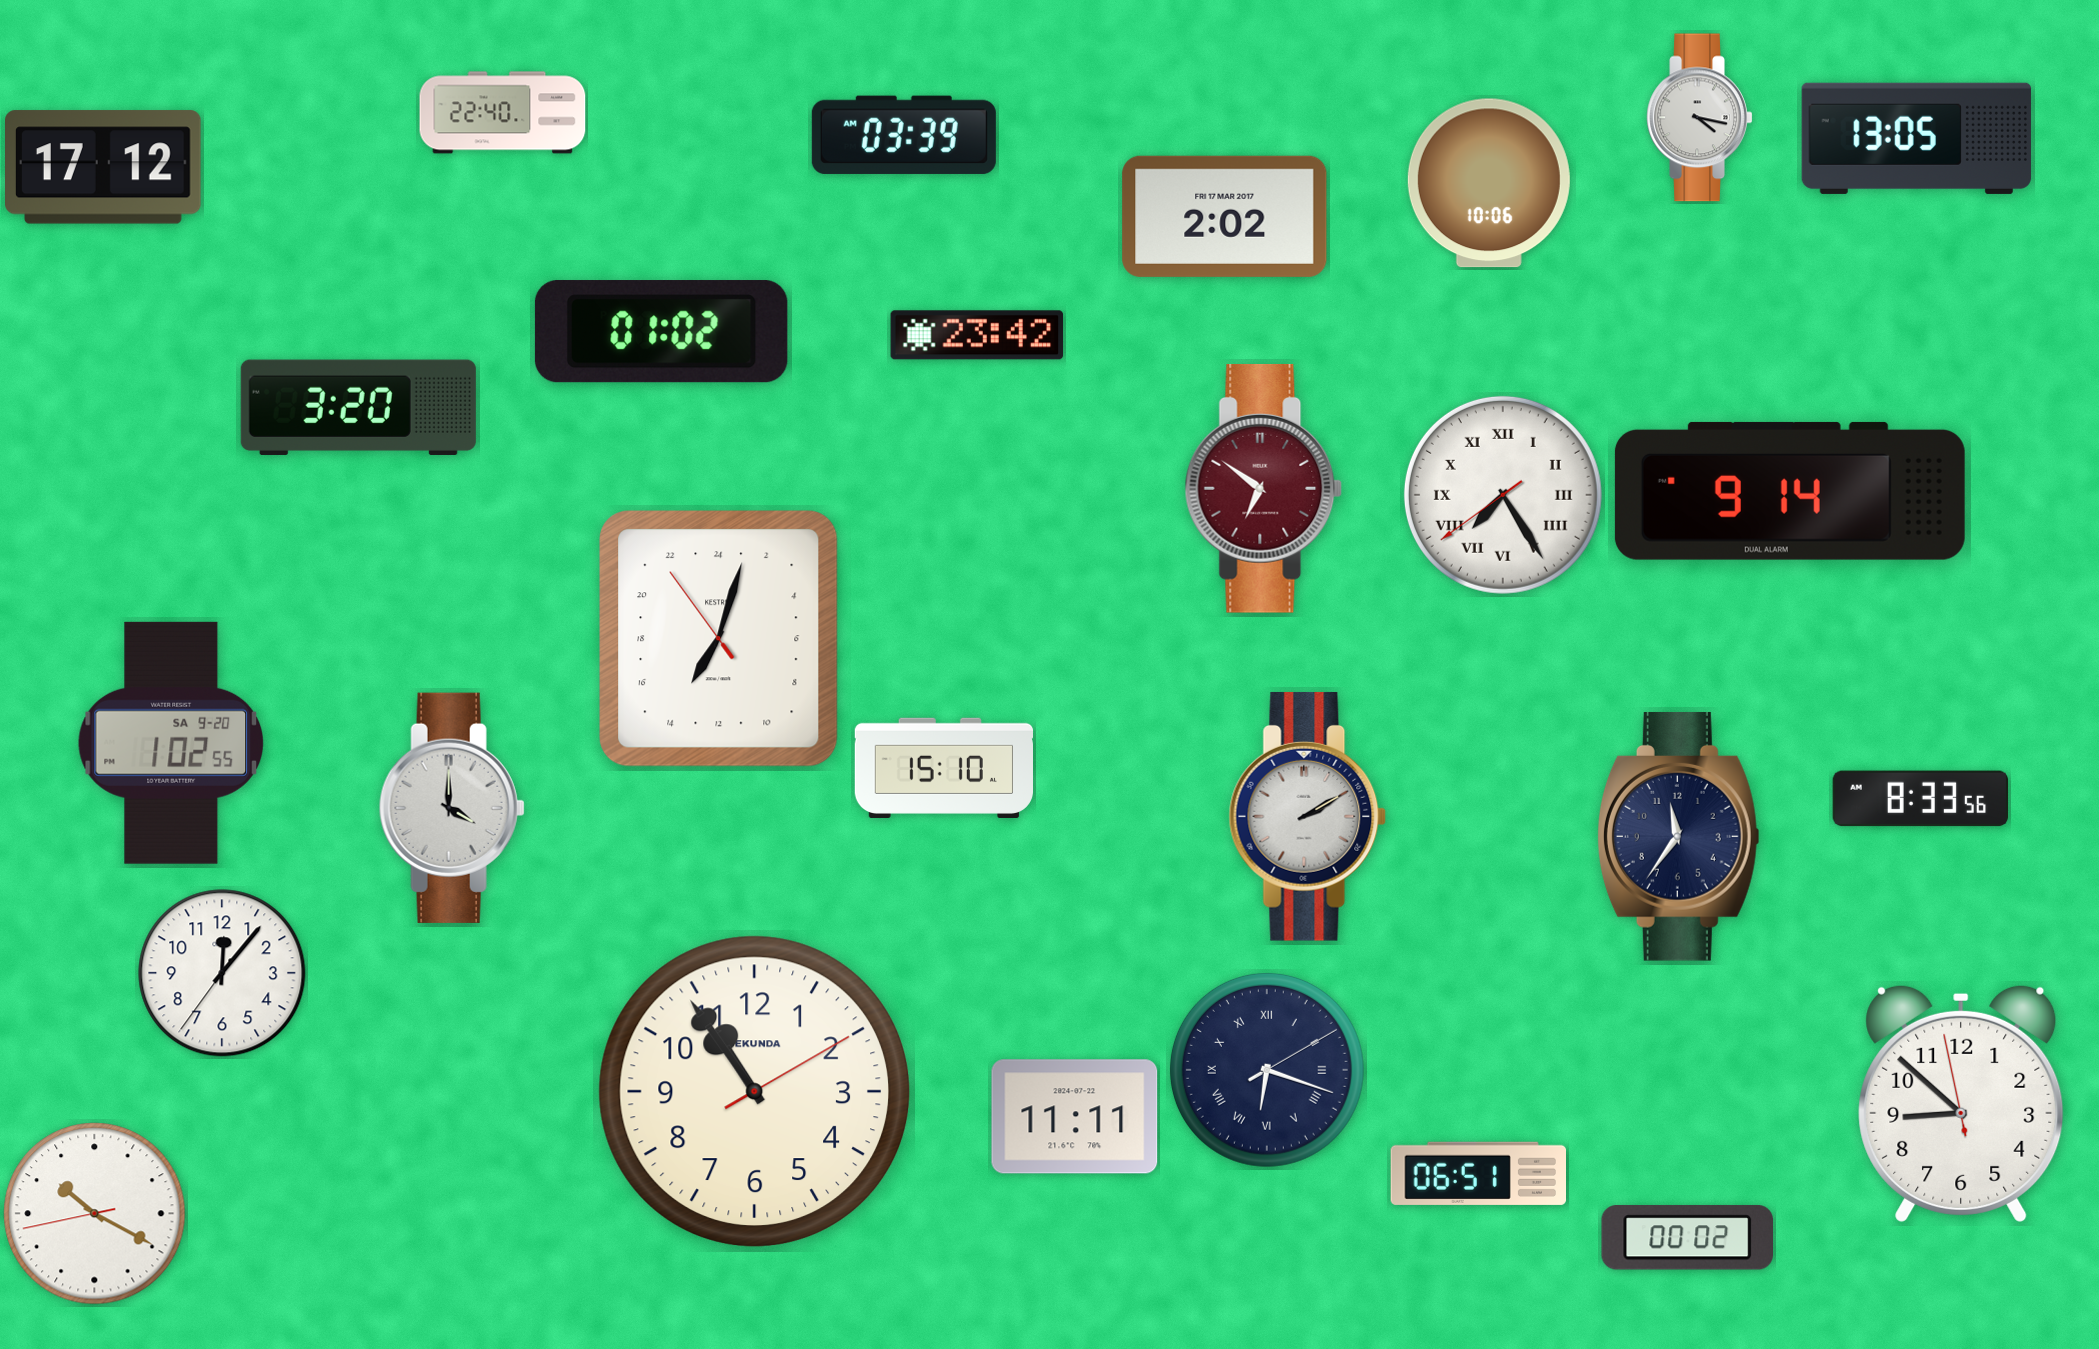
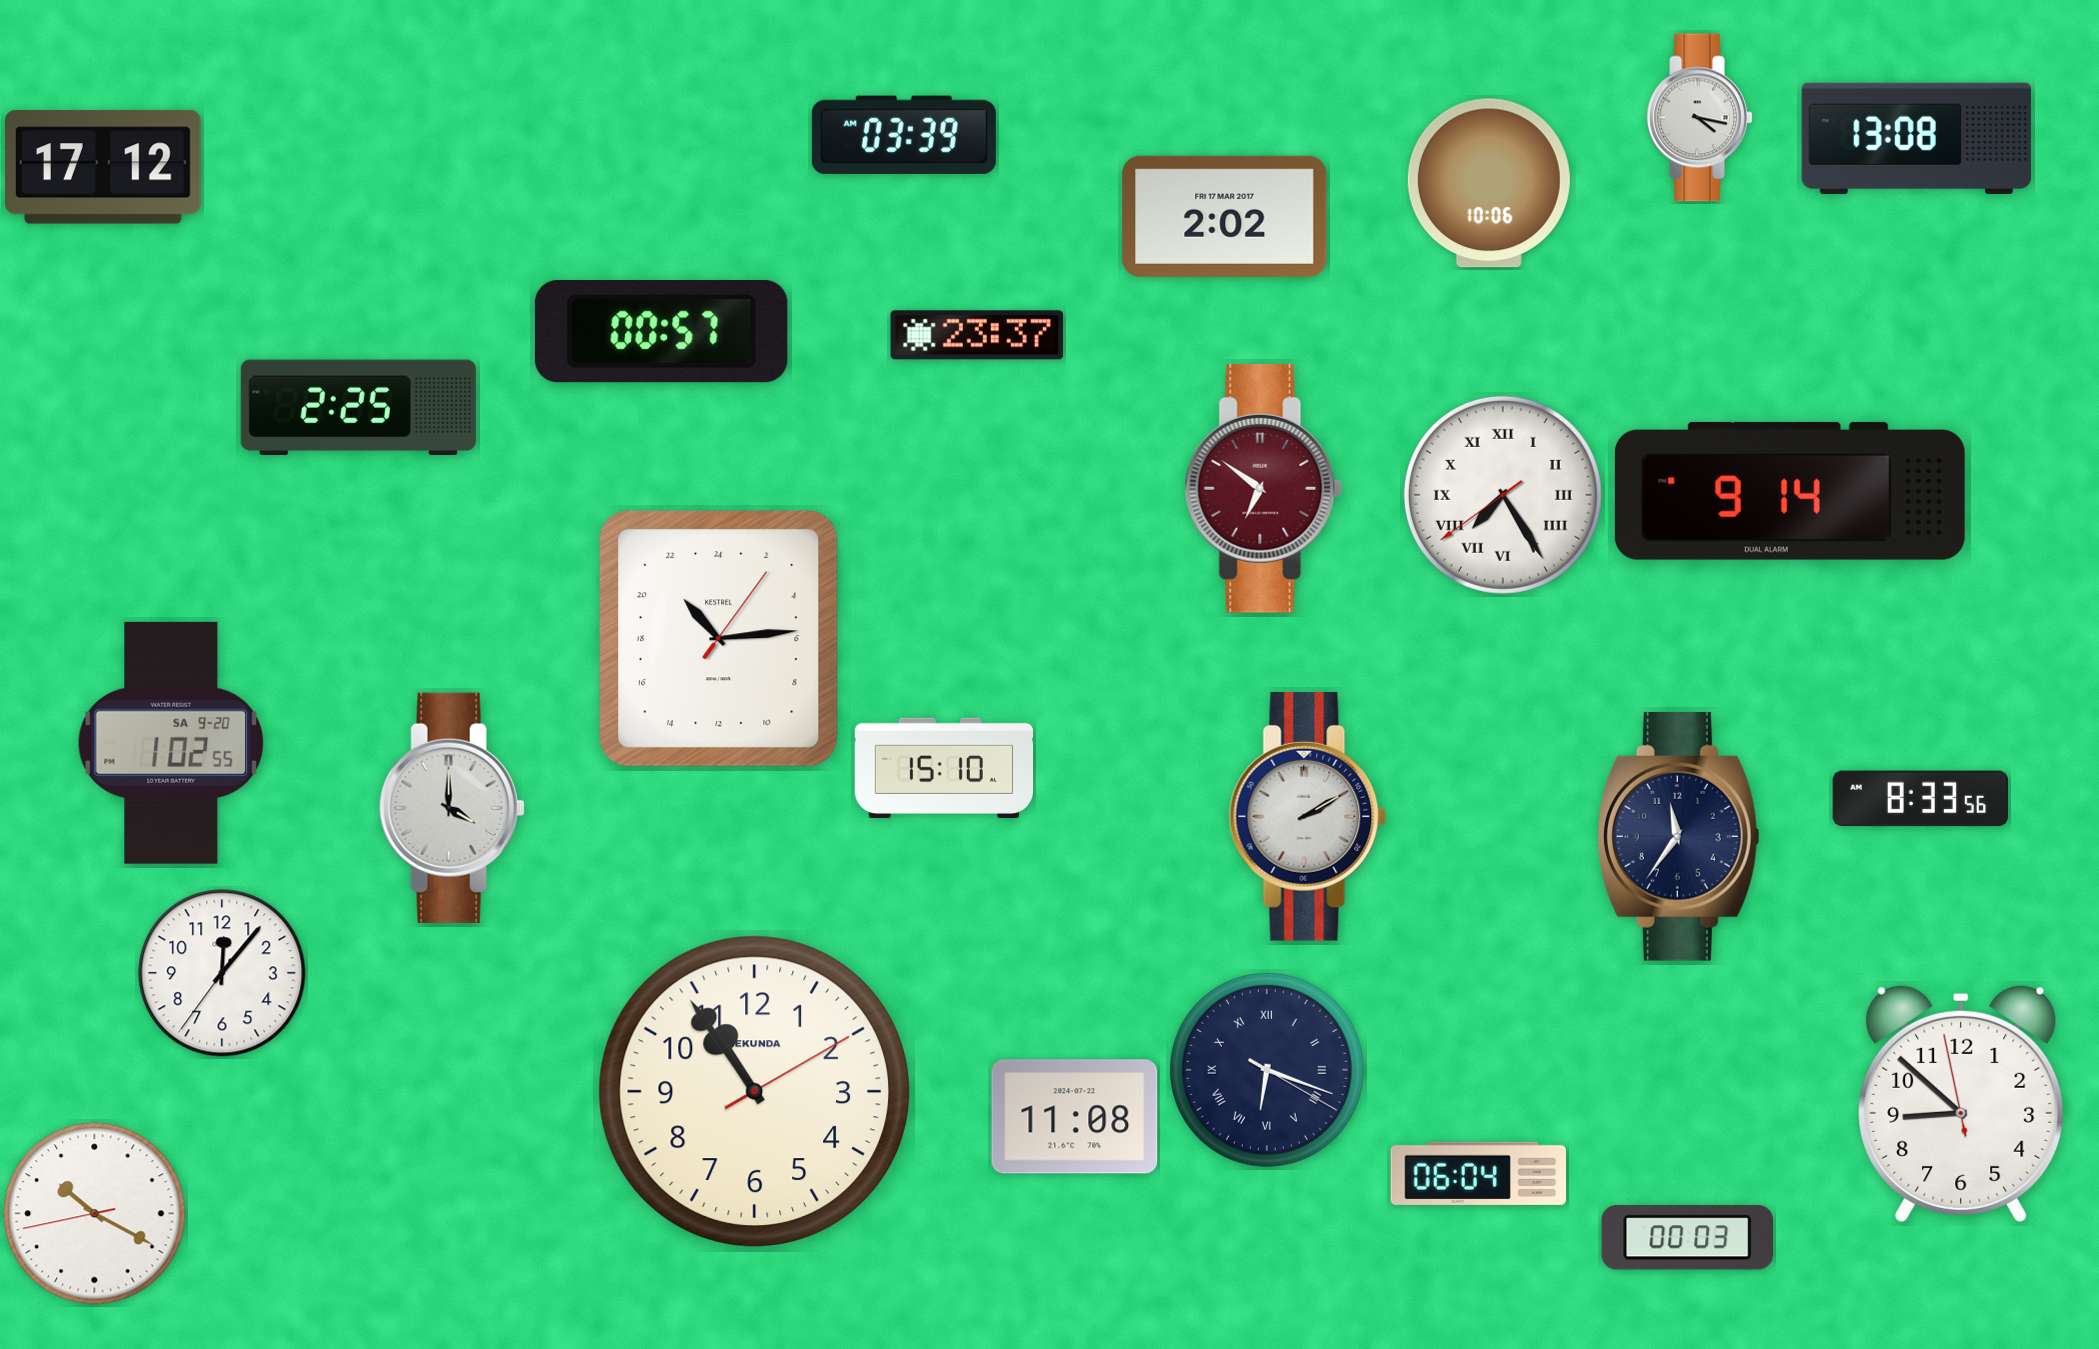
clock at (503, 113): 22:40 -> none
clock at (1916, 138): 13:05 -> 13:08
clock at (661, 332): 01:02 -> 00:57
clock at (977, 335): 23:42 -> 23:37
clock at (358, 407): 3:20 -> 2:25
clock at (719, 639): 14:02 -> 21:14
clock at (1267, 1070): 6:18:10 -> 6:18:20
clock at (1075, 1117): 11:11 -> 11:08
clock at (1478, 1173): 06:51 -> 06:04
clock at (1687, 1238): 00:02 -> 00:03
